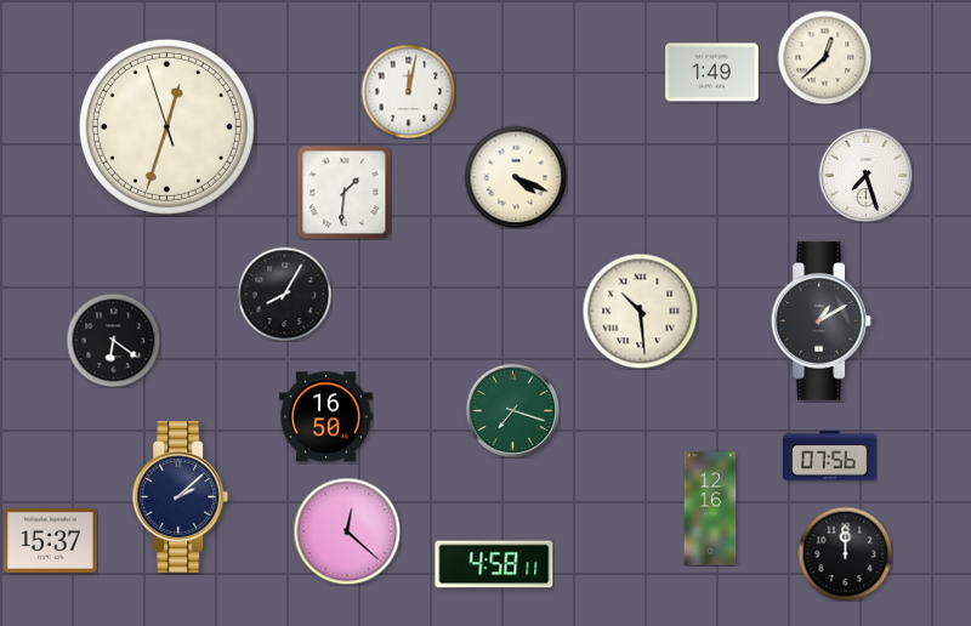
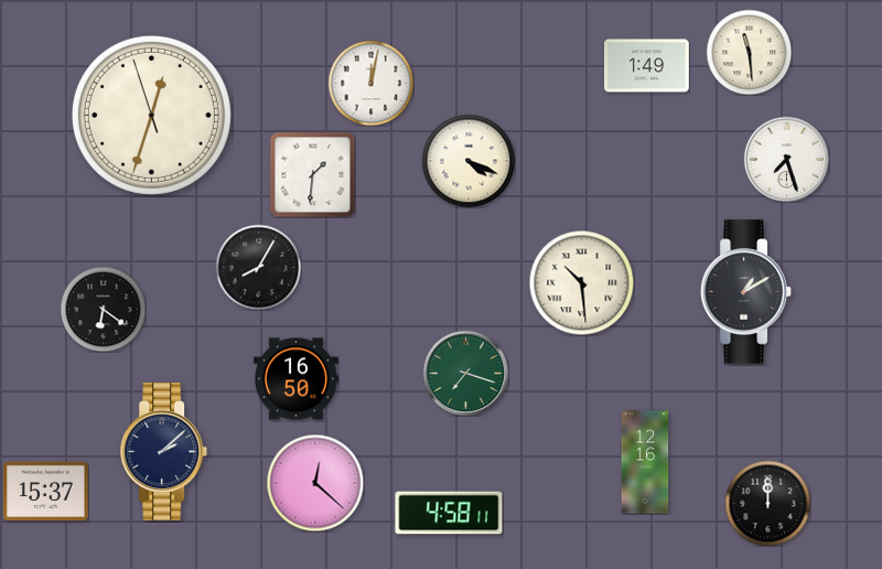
clock at (824, 57): 12:38 -> 11:29
clock at (830, 456): 07:56 -> none
